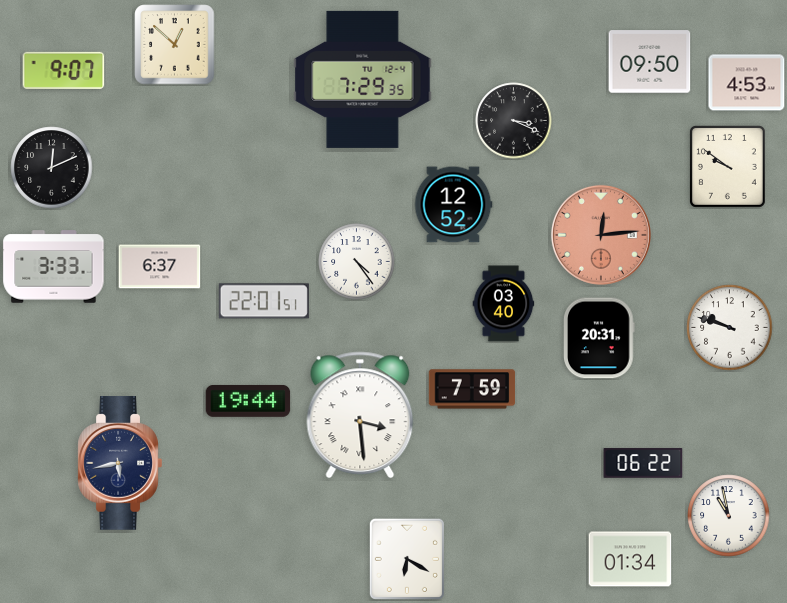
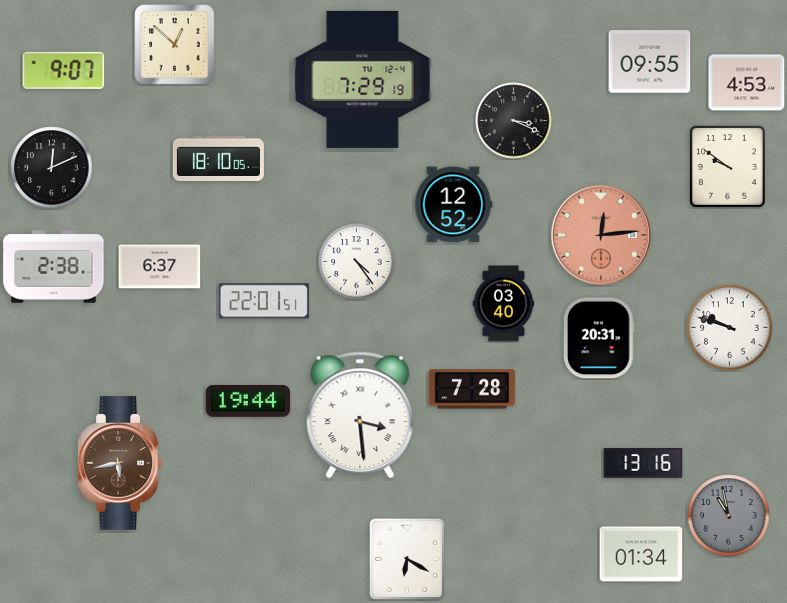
clock at (650, 62): 09:50 -> 09:55
clock at (363, 79): 7:29:35 -> 7:29:19
clock at (218, 158): none -> 18:10
clock at (54, 267): 3:33 -> 2:38
clock at (472, 389): 7:59 -> 7:28
clock at (120, 463) dial: navy -> brown
clock at (643, 463): 06:22 -> 13:16
clock at (729, 516) dial: white -> grey
clock at (630, 559) position: (630, 559) -> (641, 554)
